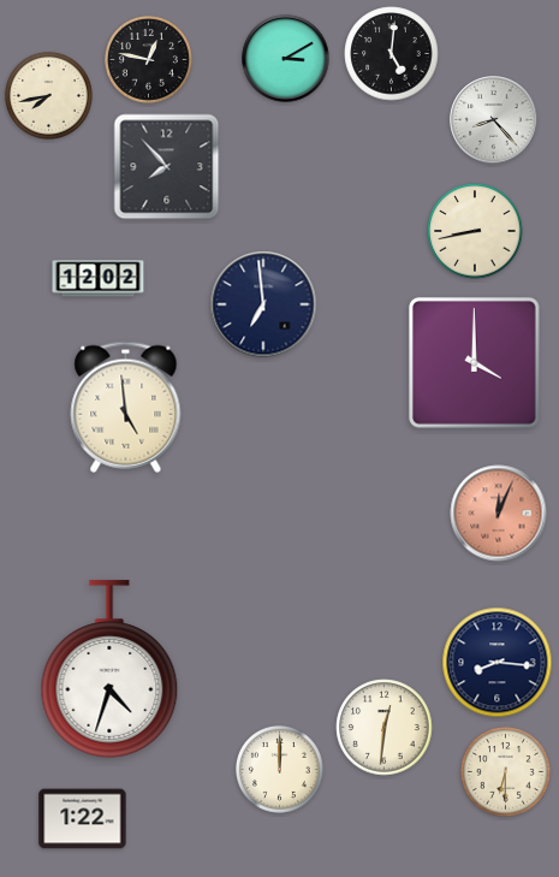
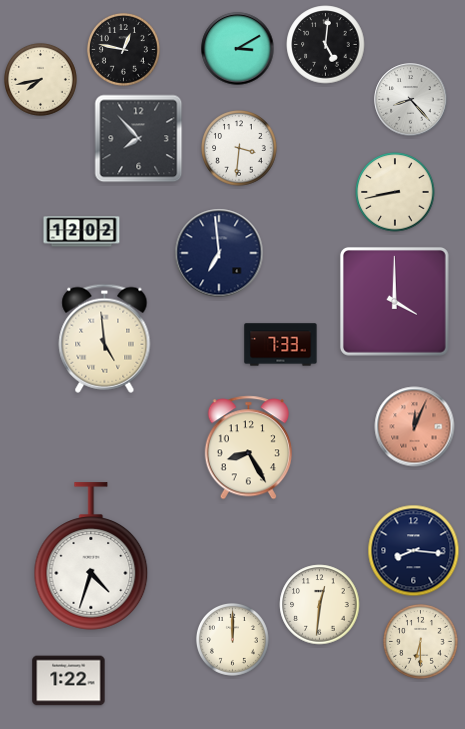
clock at (239, 148): none -> 3:31
clock at (281, 345): none -> 7:33
clock at (248, 448): none -> 8:25
